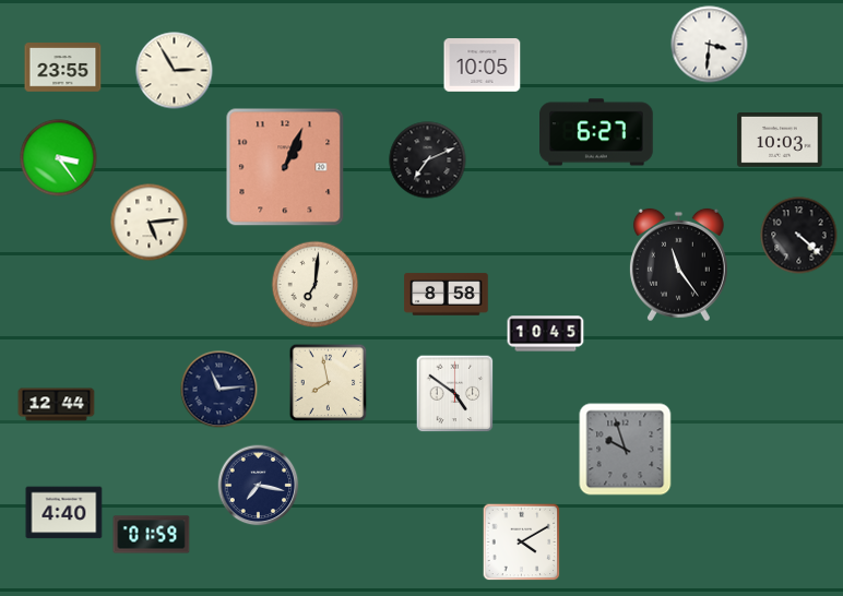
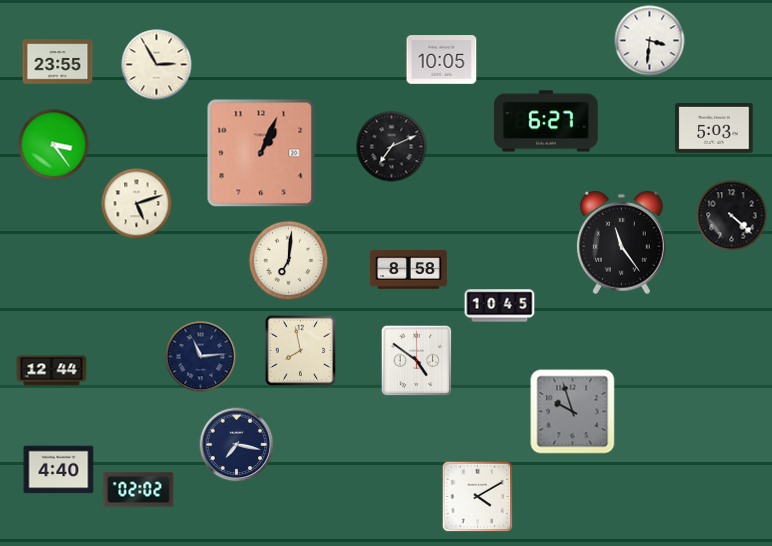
clock at (175, 71) position: (175, 71) -> (157, 65)
clock at (780, 141): 10:03 -> 5:03
clock at (150, 223): 5:14 -> 5:12
clock at (152, 535): 01:59 -> 02:02
